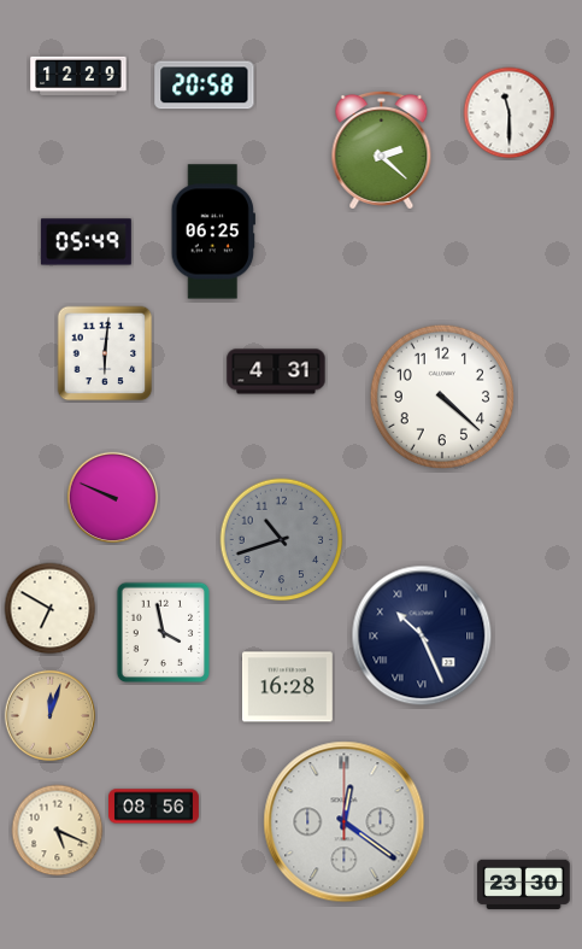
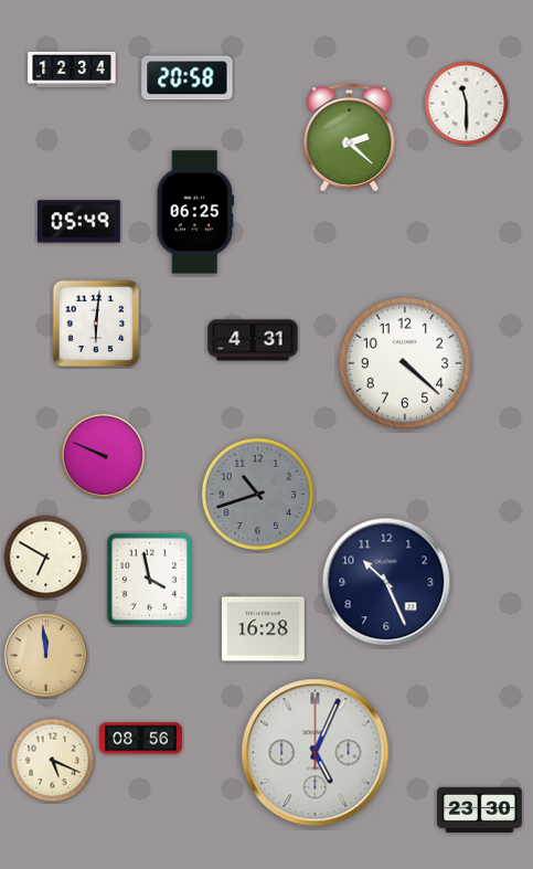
clock at (78, 75): 12:29 -> 12:34
clock at (422, 635) numerals: Roman -> Arabic
clock at (51, 716): 12:03 -> 11:59
clock at (345, 822): 12:21 -> 5:04
